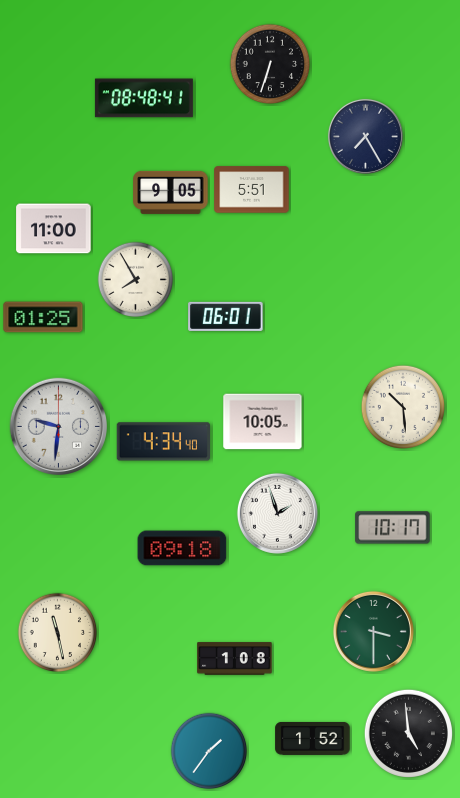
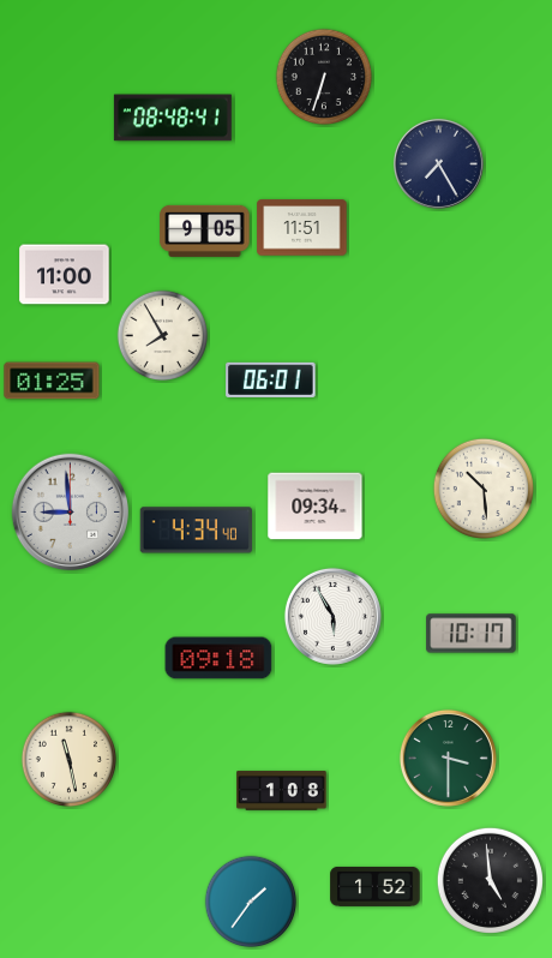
clock at (252, 190): 5:51 -> 11:51
clock at (263, 422): 10:05 -> 09:34
clock at (58, 426): 9:31 -> 8:59
clock at (277, 513): 1:57 -> 5:55
